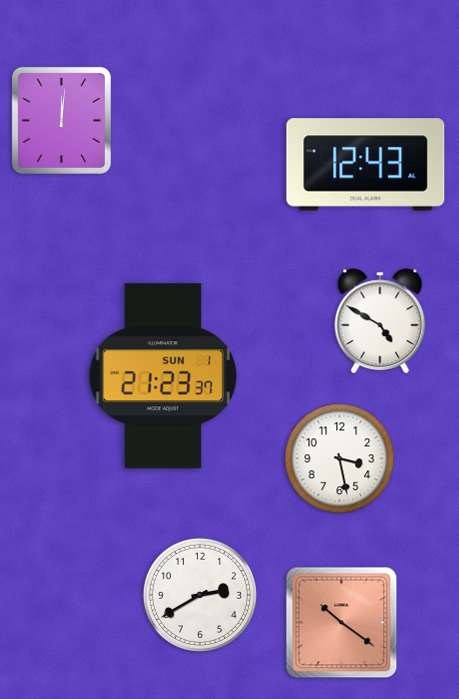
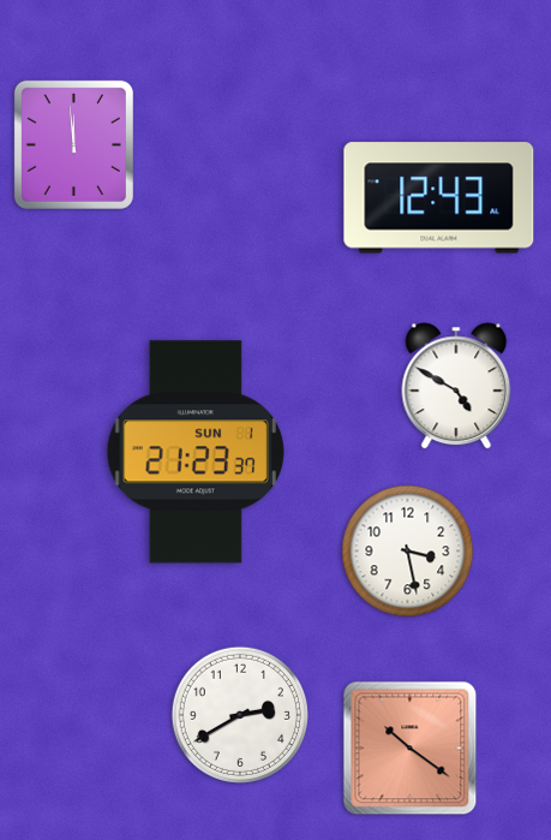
clock at (61, 120): 12:01 -> 11:59
